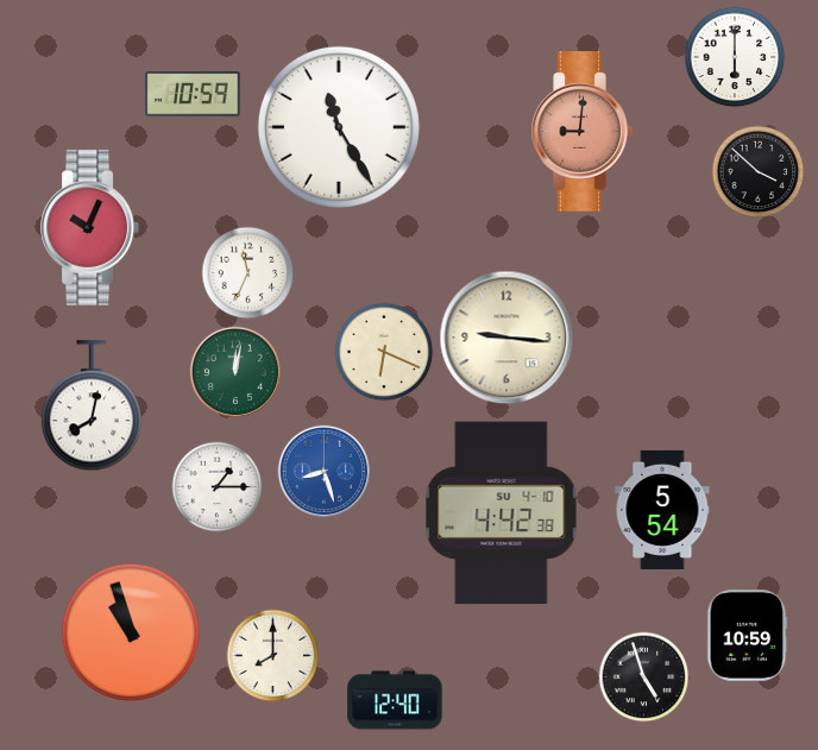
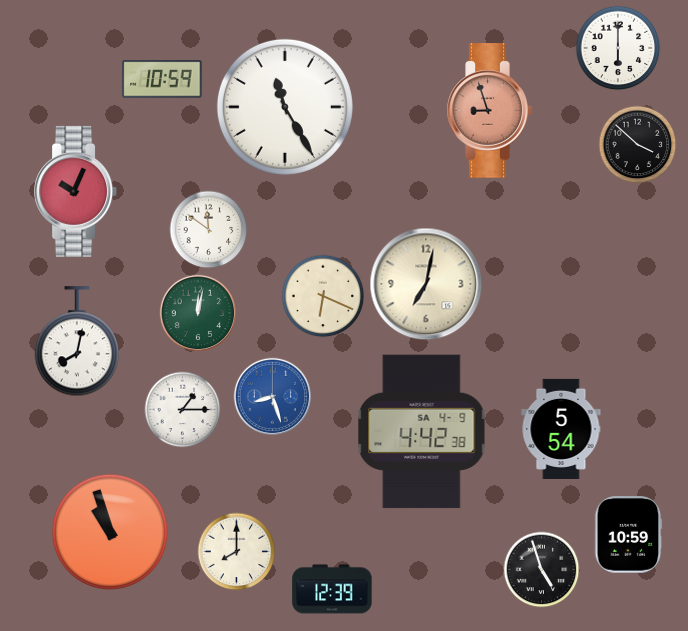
clock at (581, 132): 9:01 -> 8:57
clock at (248, 273): 11:34 -> 11:51
clock at (506, 338): 9:16 -> 7:02
clock at (662, 510) position: (662, 510) -> (561, 429)
clock at (502, 513) date: SU 4-10 -> SA 4-9
clock at (273, 656) position: (273, 656) -> (237, 552)
clock at (395, 700): 12:40 -> 12:39
